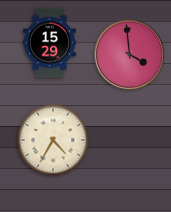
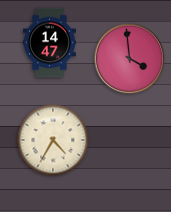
clock at (49, 43): 15:29 -> 14:47
clock at (130, 55) position: (130, 55) -> (130, 59)
